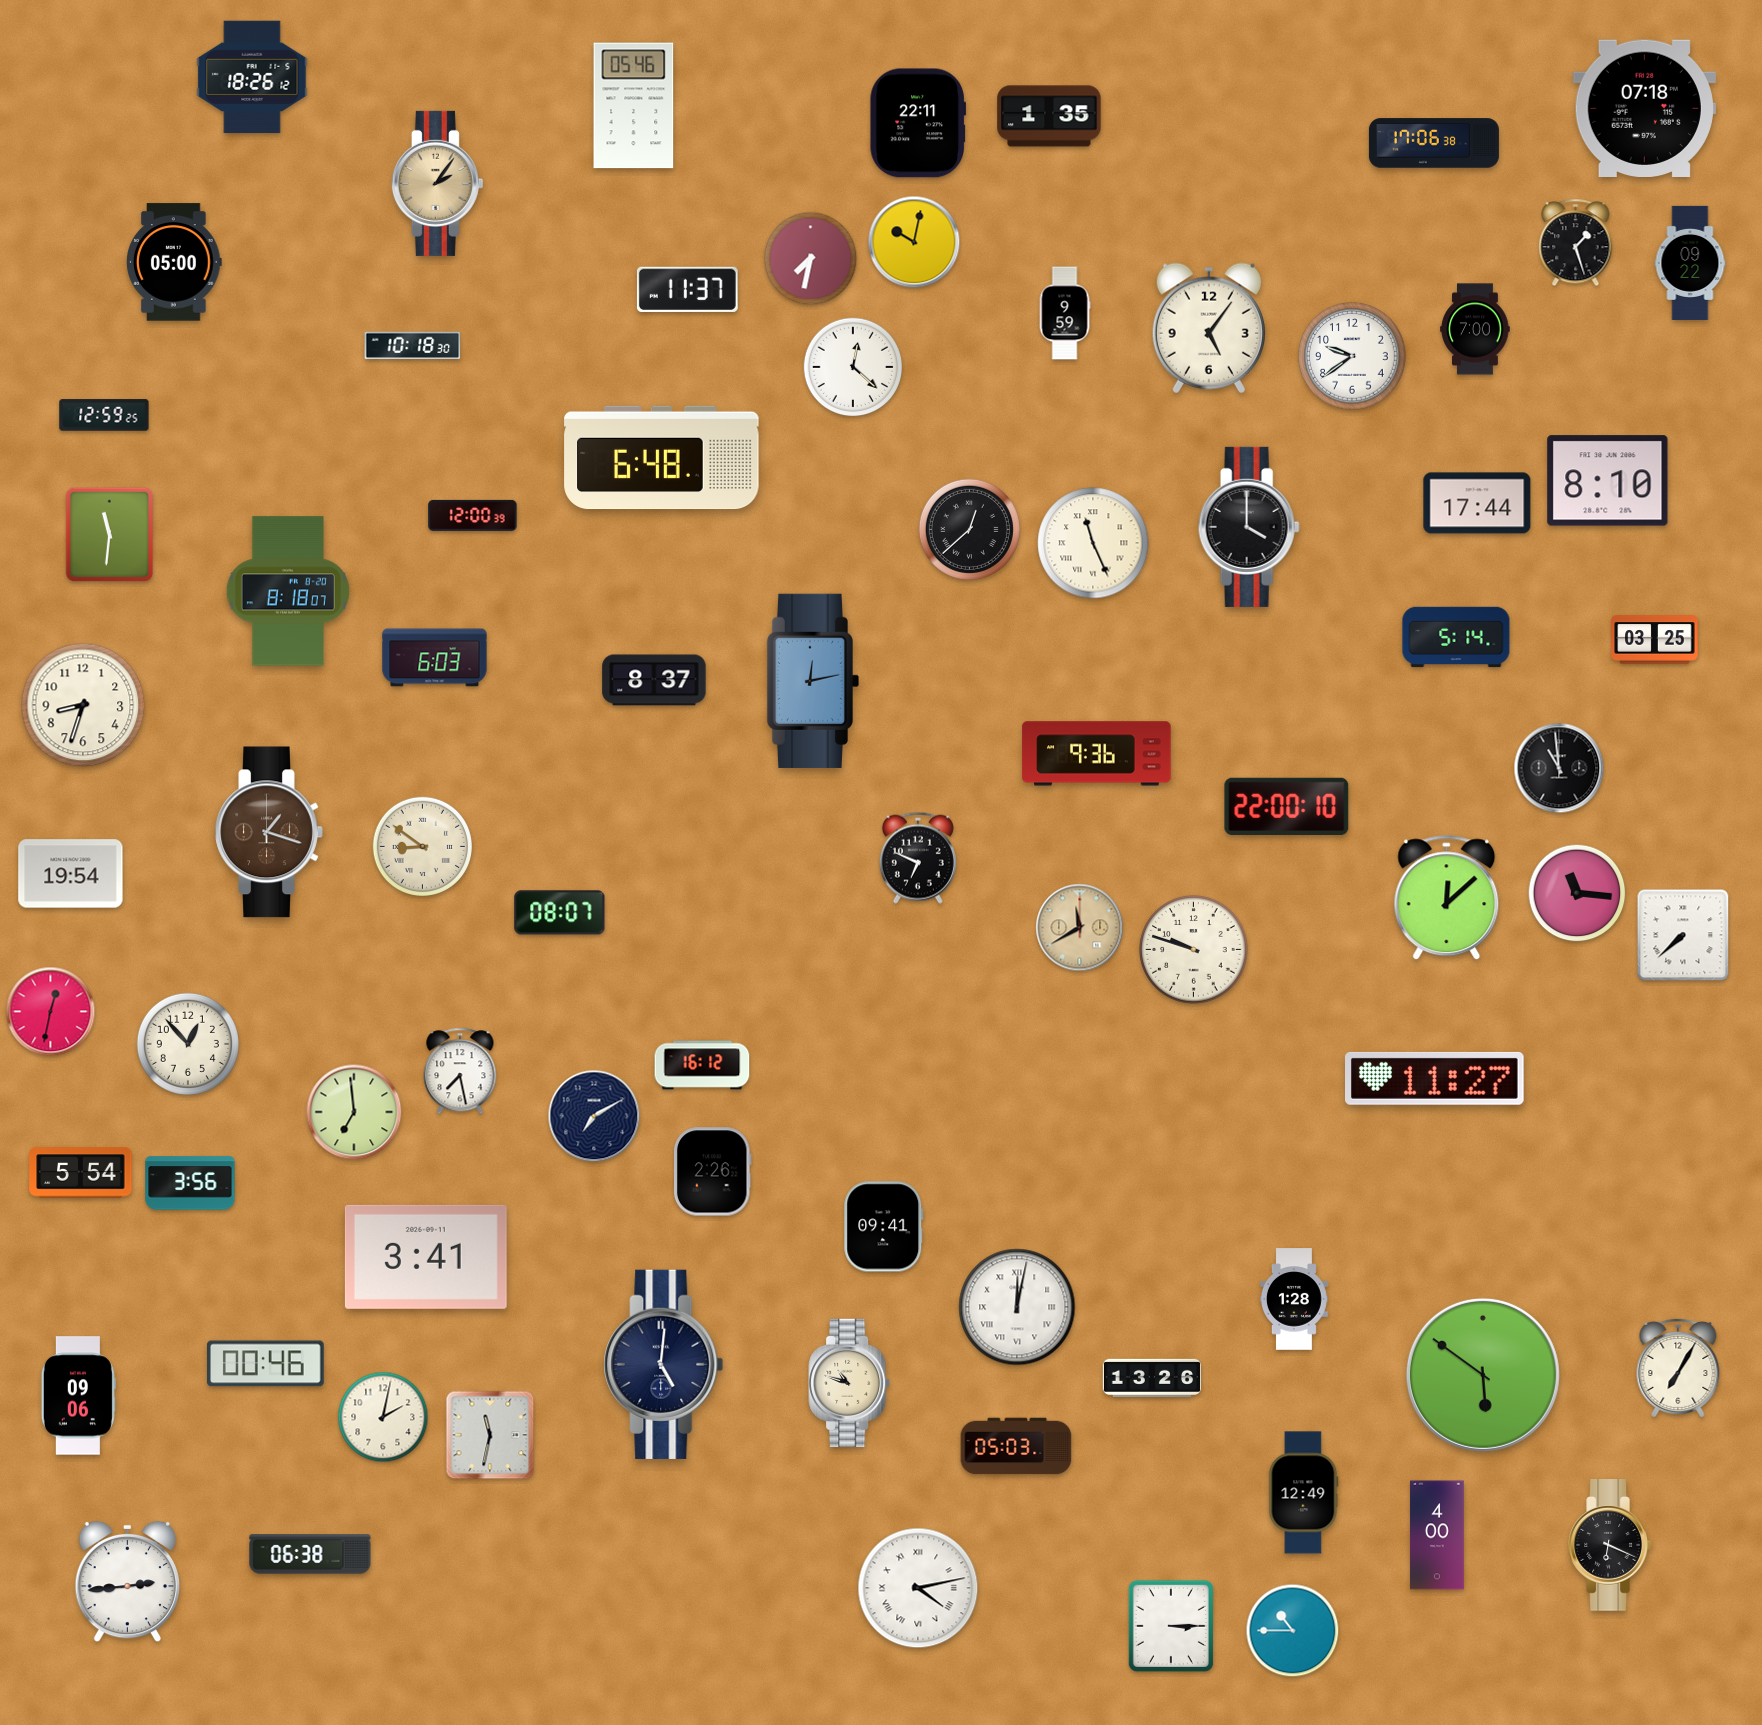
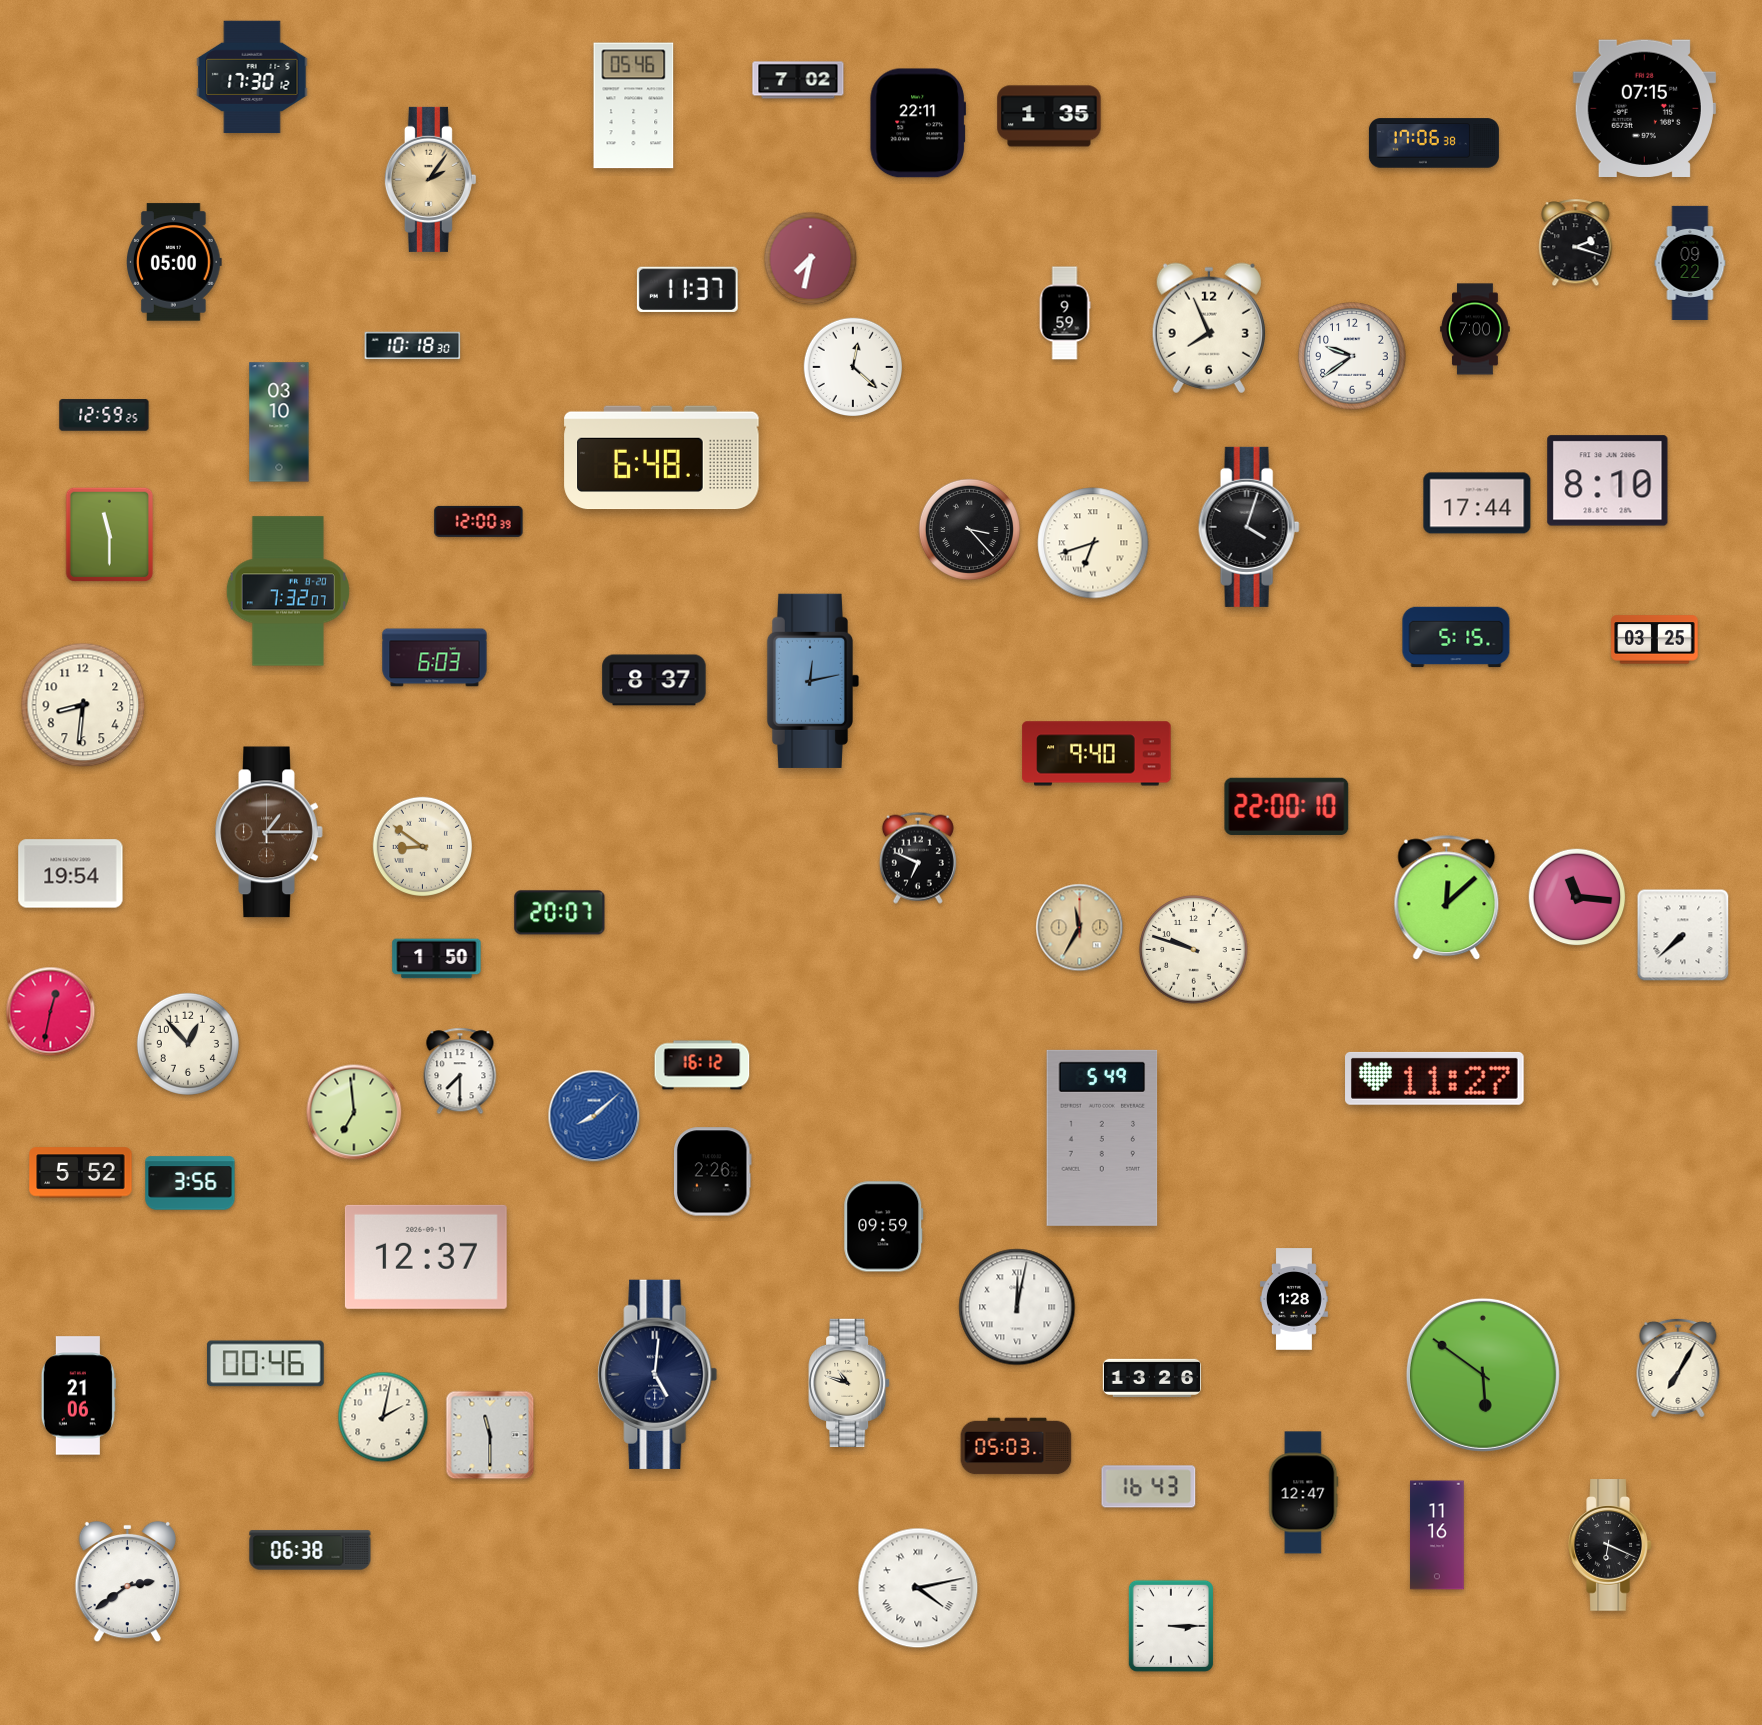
clock at (252, 77): 18:26 -> 17:30
clock at (798, 80): none -> 7:02
clock at (1644, 108): 07:18 -> 07:15
clock at (437, 183) position: (437, 183) -> (430, 179)
clock at (914, 242): 10:02 -> none
clock at (1576, 243): 1:27 -> 2:18
clock at (1209, 328): 5:06 -> 7:56
clock at (279, 422): none -> 03:10
clock at (473, 515) position: (473, 515) -> (479, 521)
clock at (1249, 527): 4:00 -> 4:03
clock at (969, 529): 12:38 -> 3:23
clock at (110, 535): 11:31 -> 11:30
clock at (1093, 543): 11:26 -> 6:42
clock at (288, 591): 8:18 -> 7:32
clock at (1456, 637): 5:14 -> 5:15
clock at (83, 705): 8:33 -> 8:31
clock at (1097, 754): 9:36 -> 9:40
clock at (1559, 768): 10:59 -> none
clock at (269, 832): 1:18 -> 1:15
clock at (1577, 893) position: (1577, 893) -> (1577, 897)
clock at (560, 913): 08:07 -> 20:07
clock at (1080, 928): 11:40 -> 11:35
clock at (437, 959): none -> 1:50
clock at (460, 1071): 7:28 -> 7:30
clock at (594, 1116): 7:10 -> 8:08
clock at (594, 1116) dial: navy -> blue
clock at (1102, 1138): none -> 5:49
clock at (81, 1173): 5:54 -> 5:52
clock at (884, 1227): 09:41 -> 09:59
clock at (426, 1257): 3:41 -> 12:37
clock at (664, 1364) position: (664, 1364) -> (658, 1374)
clock at (78, 1396): 09:06 -> 21:06
clock at (490, 1435): 11:32 -> 11:30
clock at (1149, 1487): none -> 16:43
clock at (1304, 1493): 12:49 -> 12:47
clock at (1437, 1535): 4:00 -> 11:16
clock at (310, 1554) position: (310, 1554) -> (310, 1550)
clock at (127, 1582): 2:44 -> 2:39
clock at (1293, 1631): 10:45 -> none
